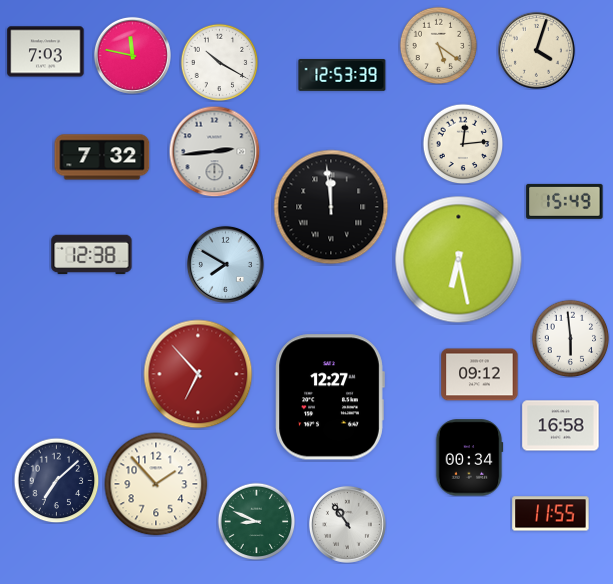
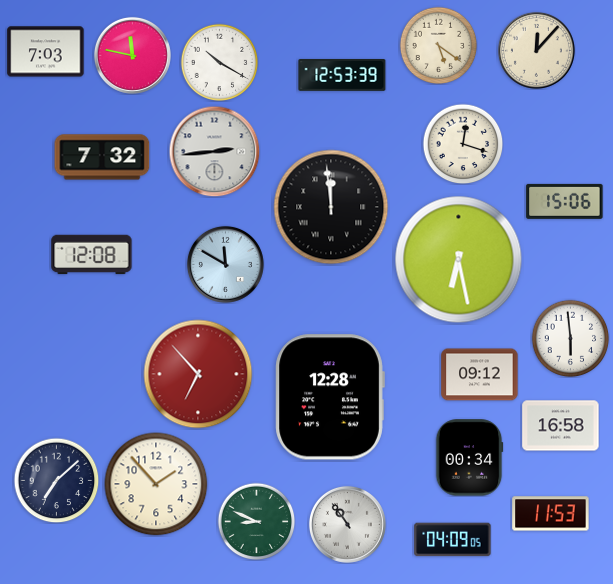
clock at (536, 50): 4:03 -> 12:07
clock at (463, 144): 12:14 -> 12:18
clock at (565, 201): 15:49 -> 15:06
clock at (92, 255): 12:38 -> 12:08
clock at (225, 264): 7:50 -> 11:50
clock at (330, 397): 12:27 -> 12:28
clock at (551, 514): 11:55 -> 11:53
clock at (453, 540): none -> 04:09
